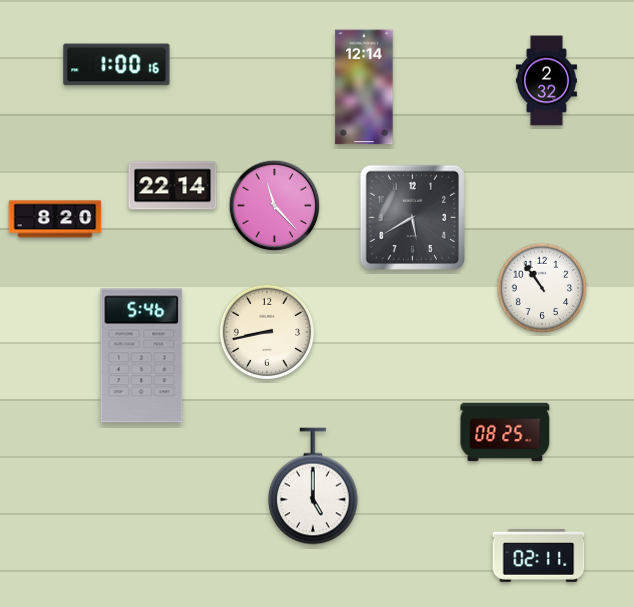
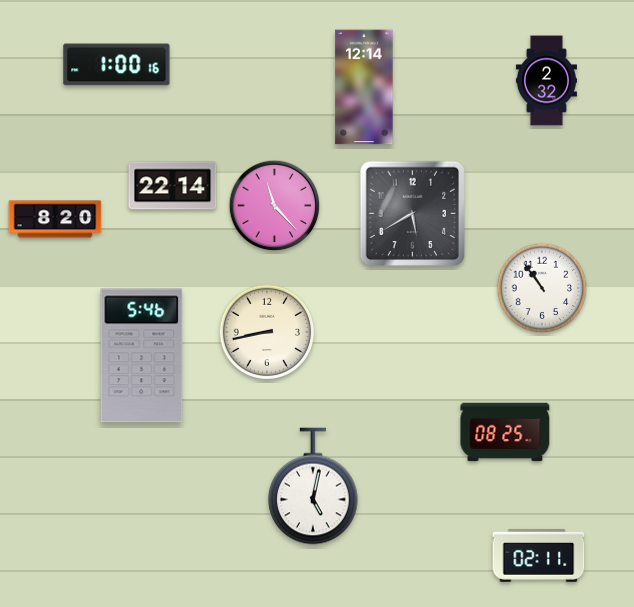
clock at (413, 218) position: (413, 218) -> (413, 214)
clock at (313, 486): 5:00 -> 5:02
